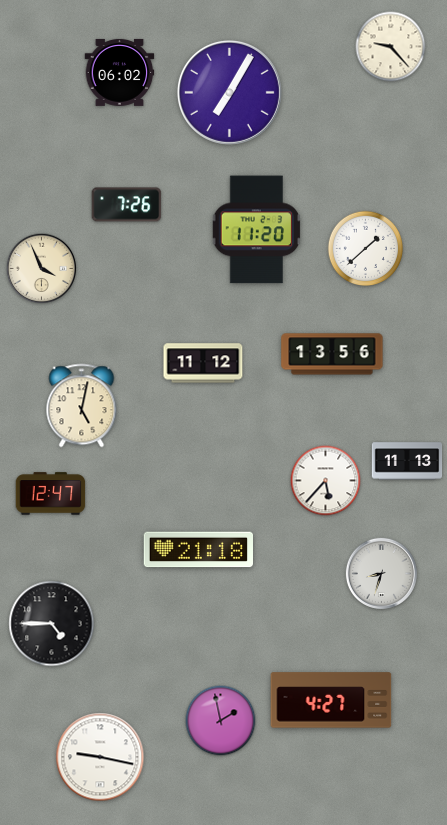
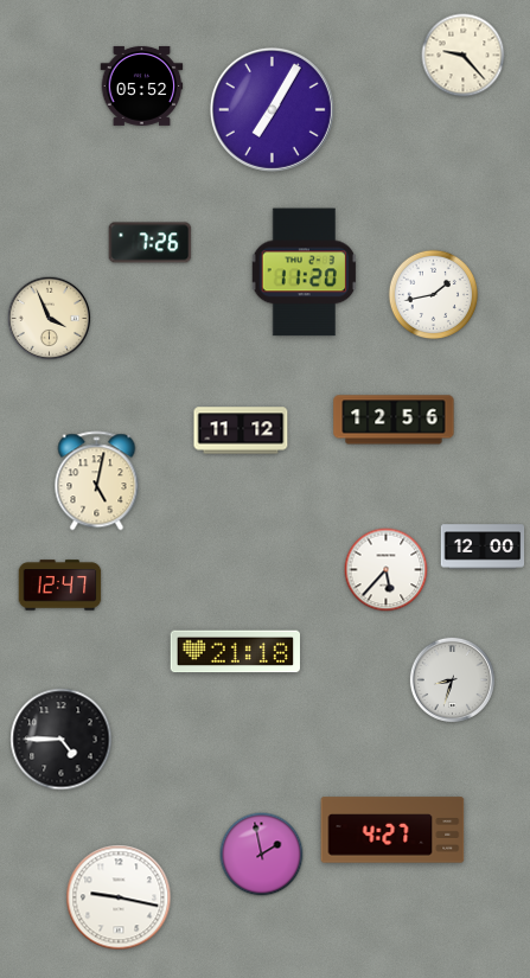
clock at (120, 72): 06:02 -> 05:52
clock at (366, 249): 1:38 -> 1:43
clock at (332, 354): 13:56 -> 12:56
clock at (407, 461): 11:13 -> 12:00
